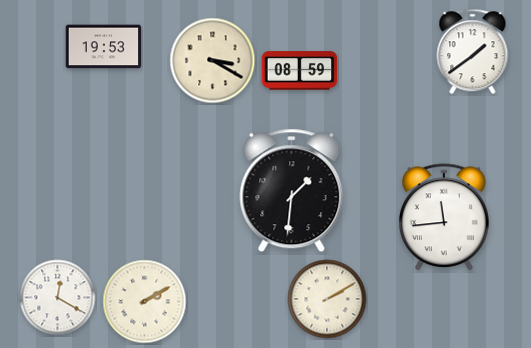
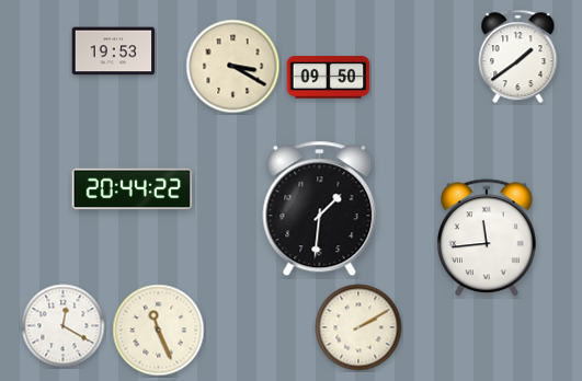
clock at (300, 71): 08:59 -> 09:50
clock at (133, 189): none -> 20:44
clock at (145, 302): 2:10 -> 11:26
